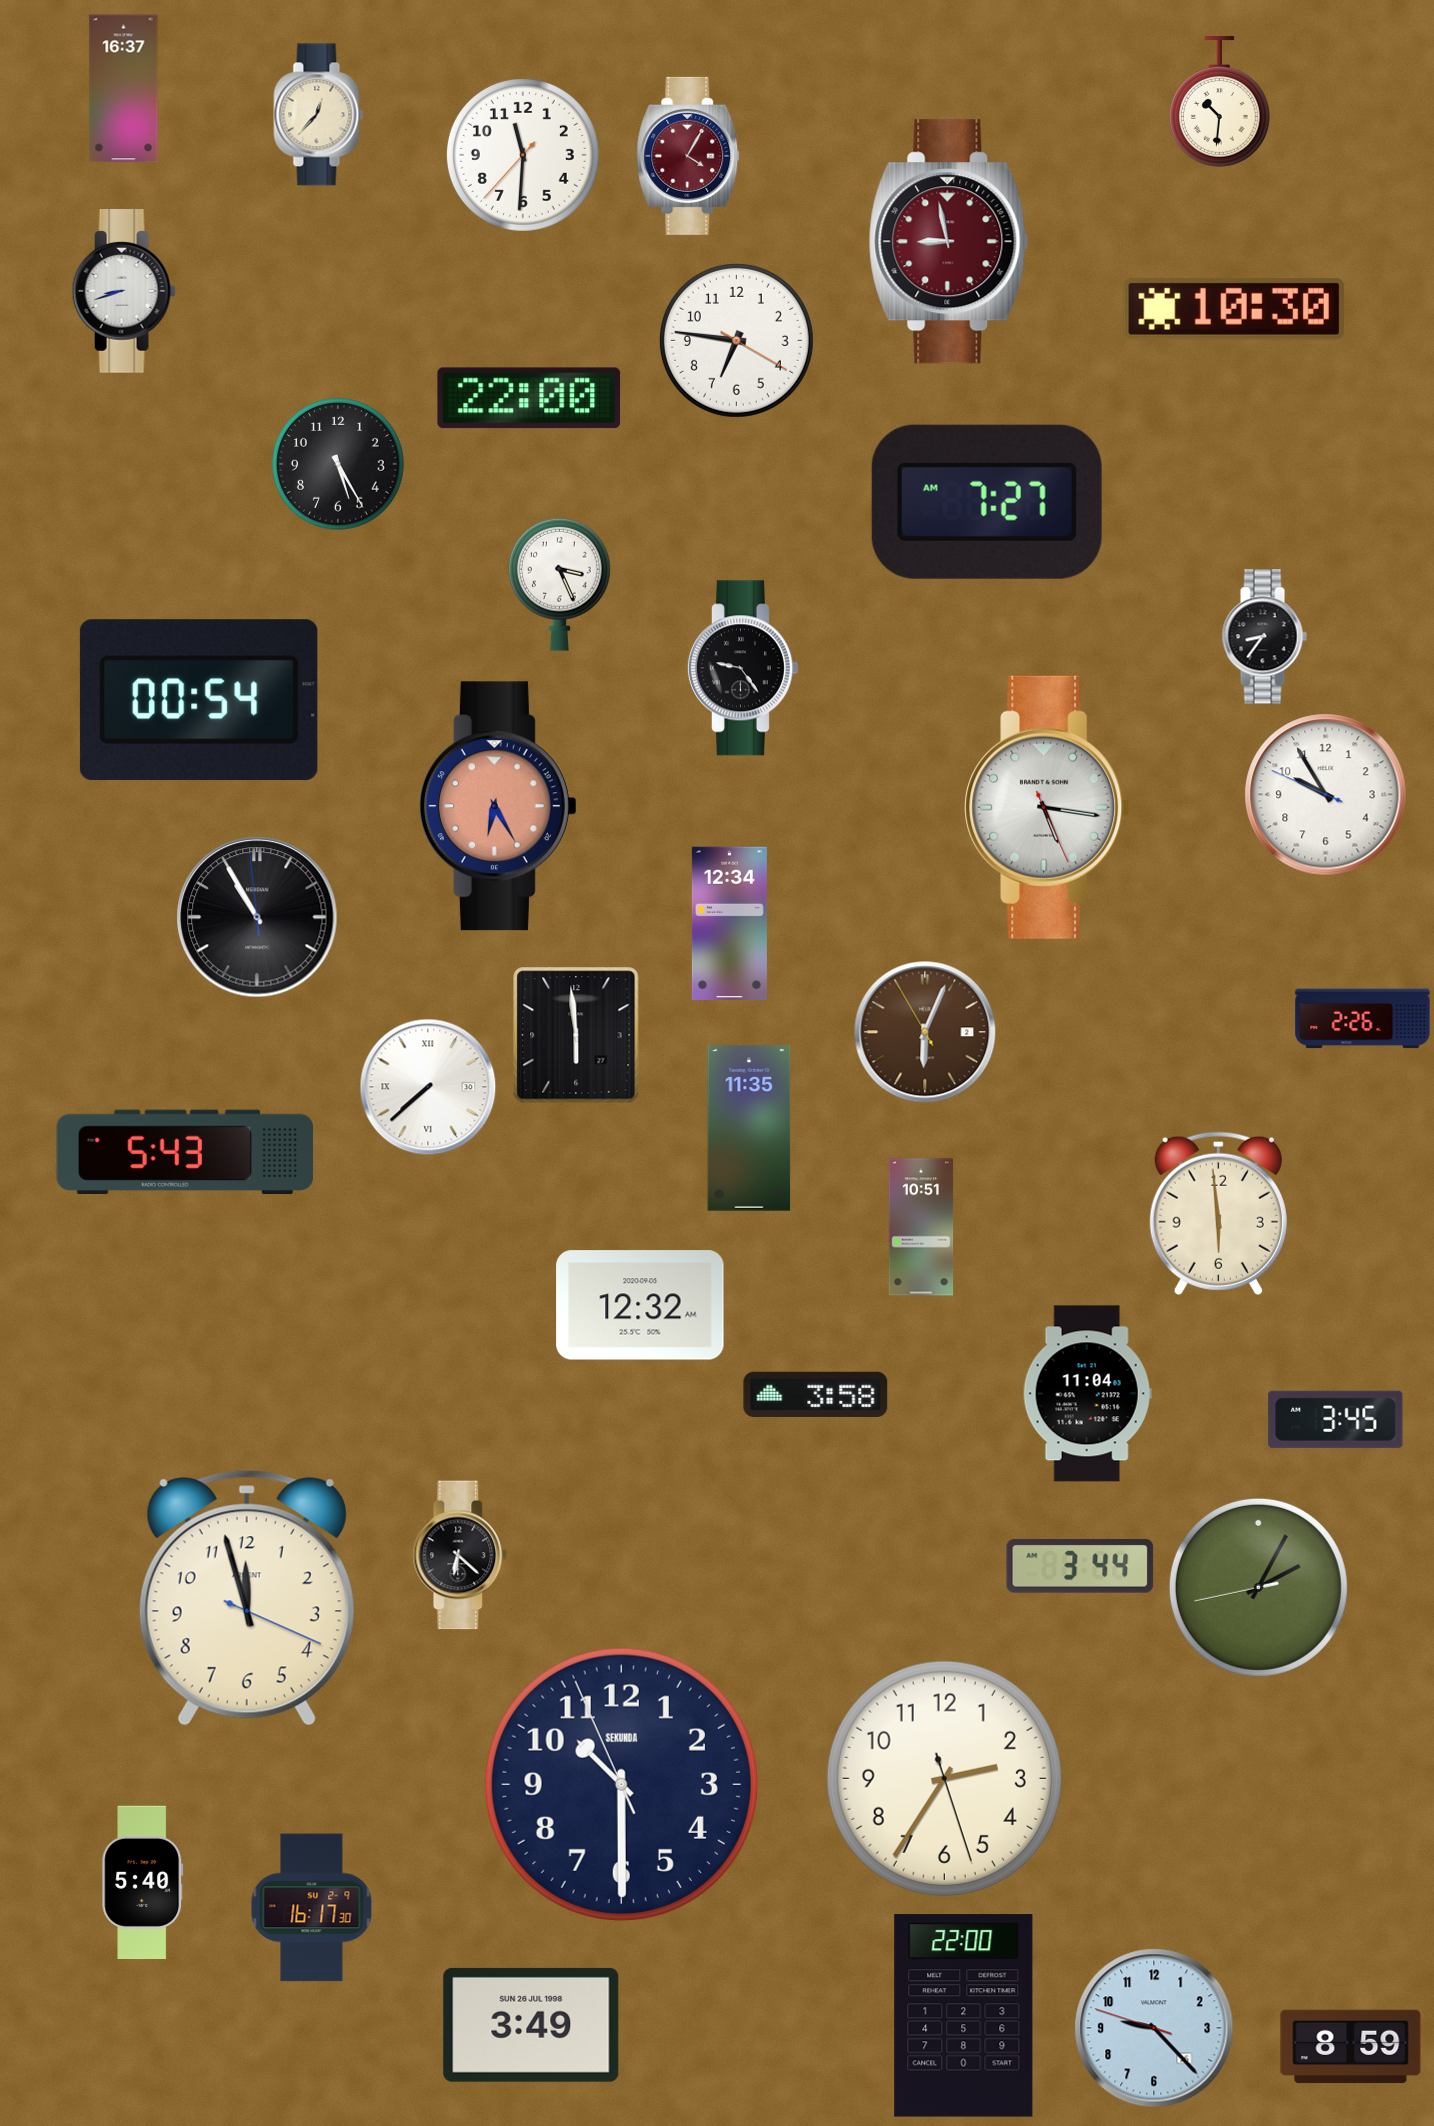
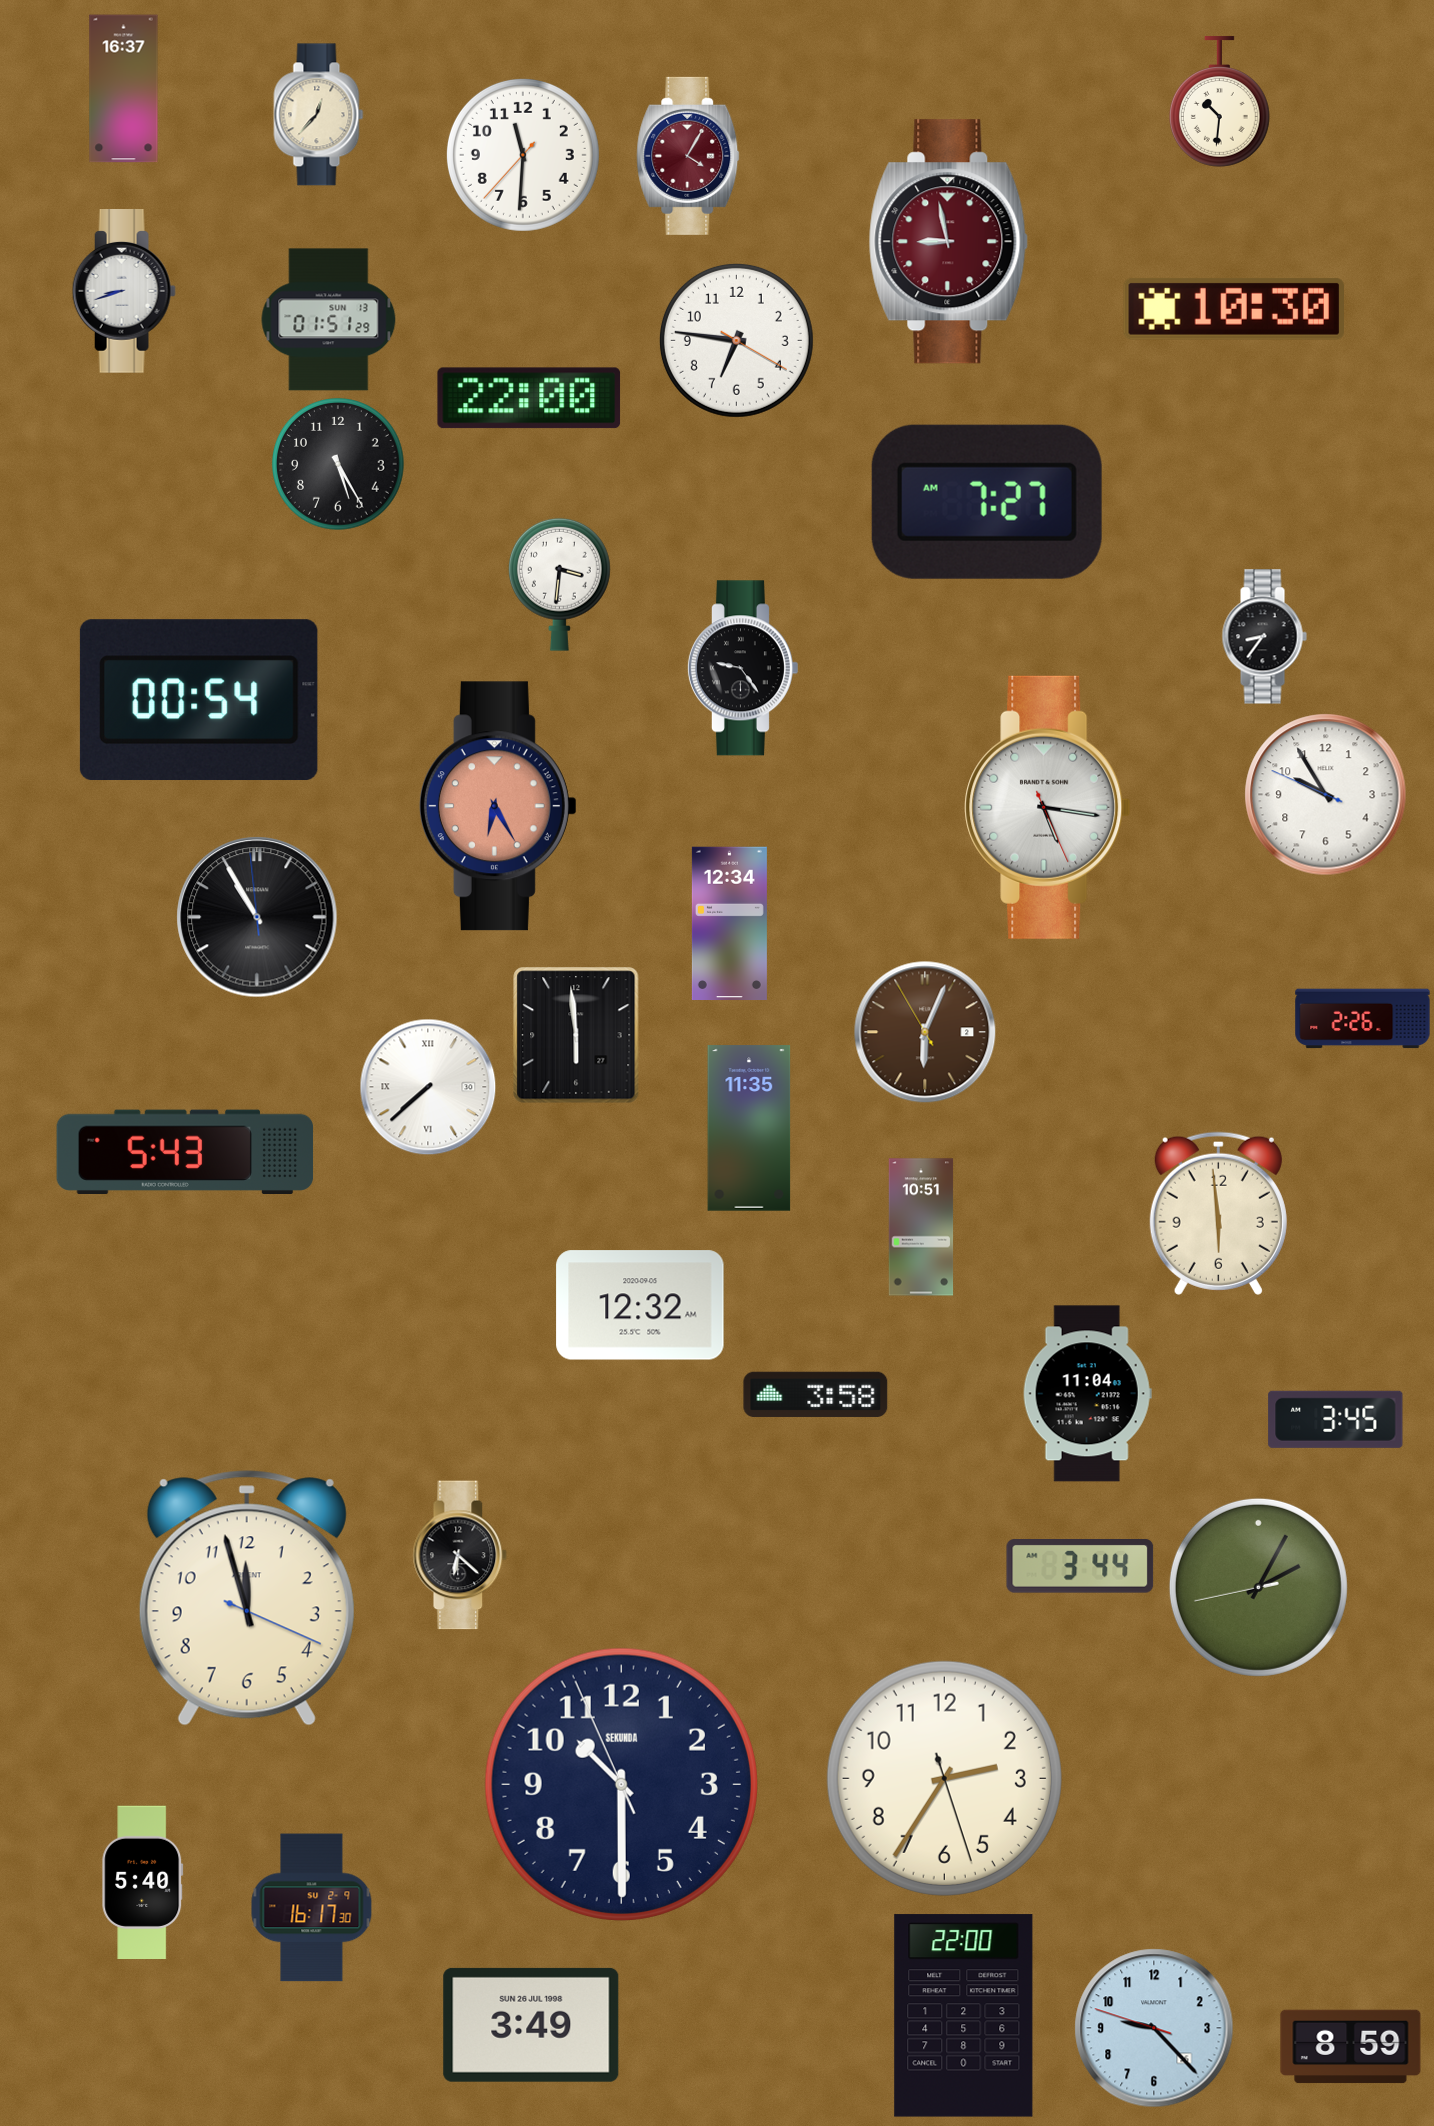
clock at (329, 320): none -> 01:51
clock at (559, 584): 3:26 -> 3:31
